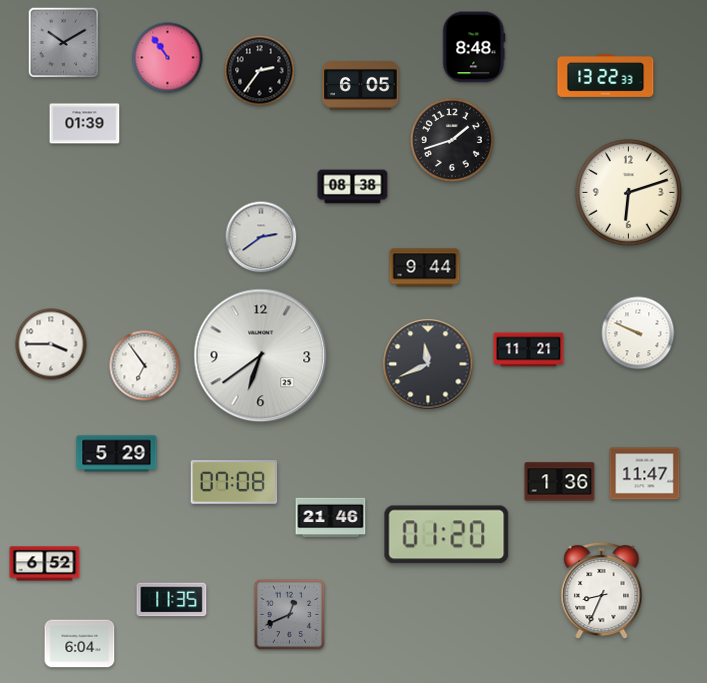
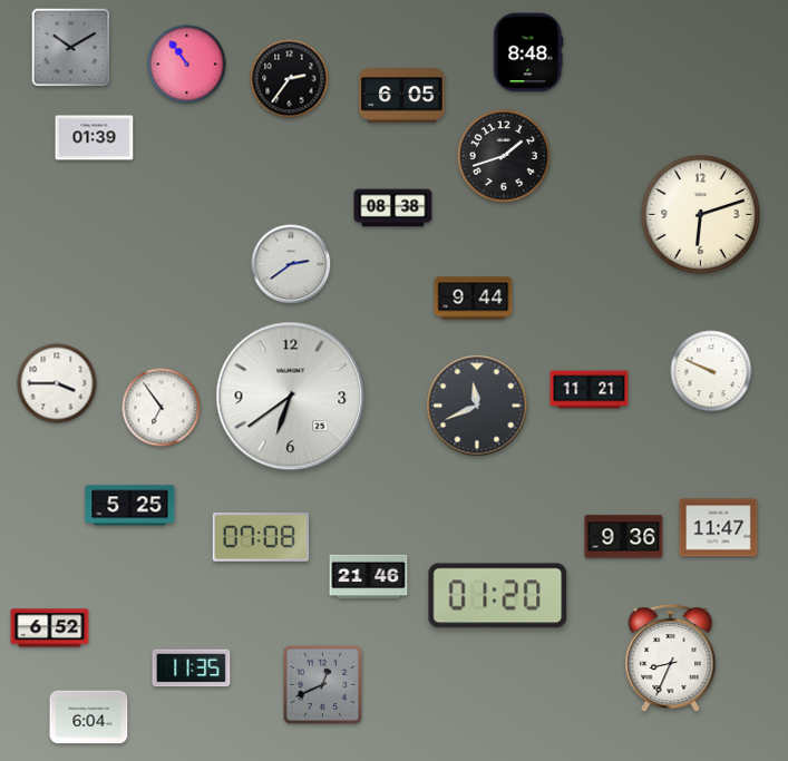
clock at (606, 75): 13:22 -> none
clock at (117, 454): 5:29 -> 5:25
clock at (560, 482): 1:36 -> 9:36
